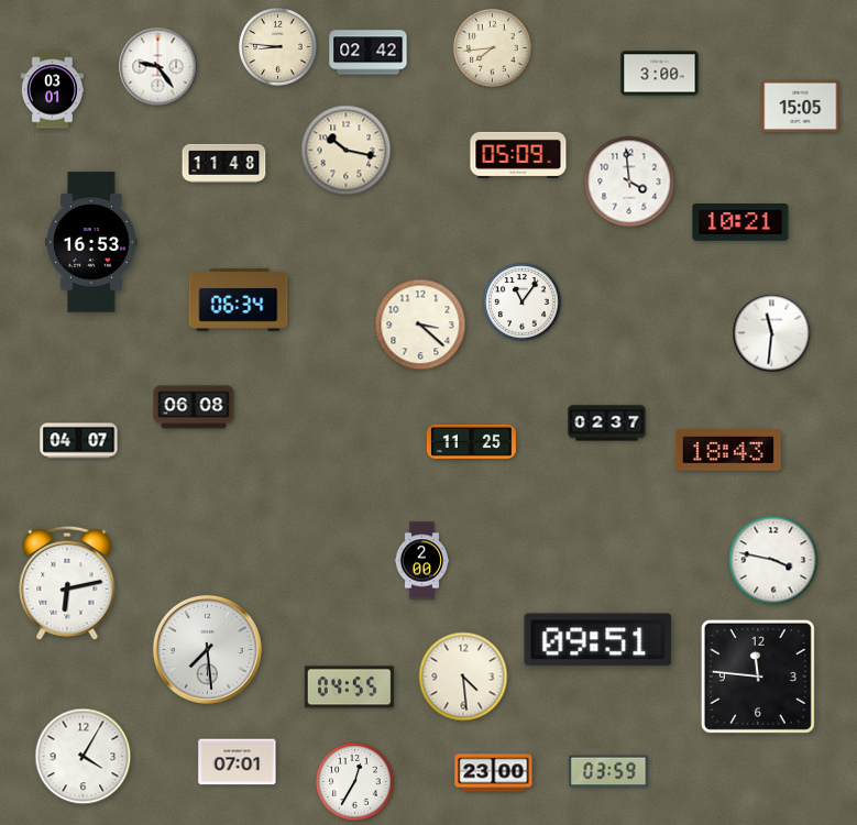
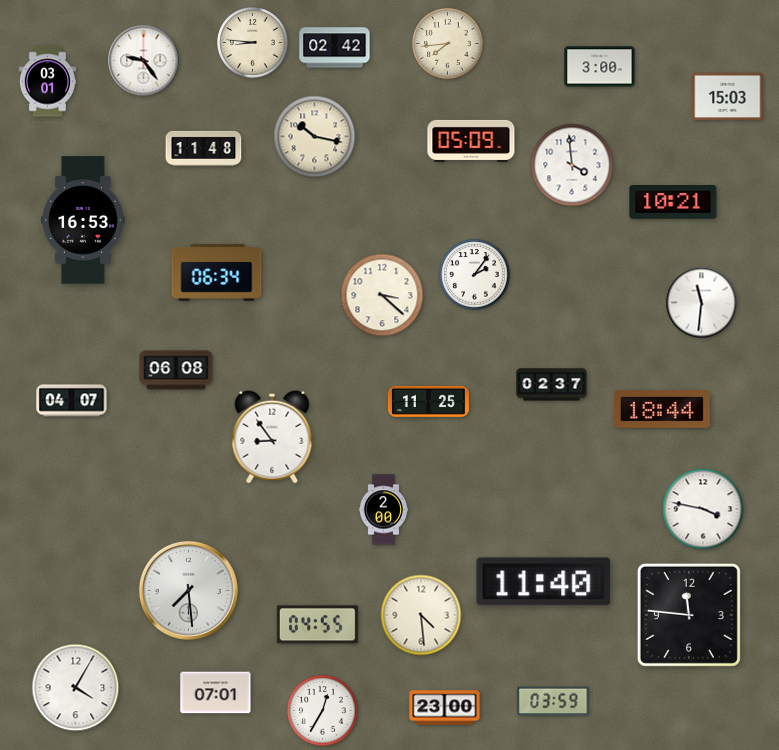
clock at (801, 106): 15:05 -> 15:03
clock at (523, 302): 11:06 -> 2:06
clock at (728, 450): 18:43 -> 18:44
clock at (272, 437): none -> 8:54
clock at (67, 583): 6:13 -> none
clock at (598, 640): 09:51 -> 11:40
clock at (494, 773) position: (494, 773) -> (445, 708)
